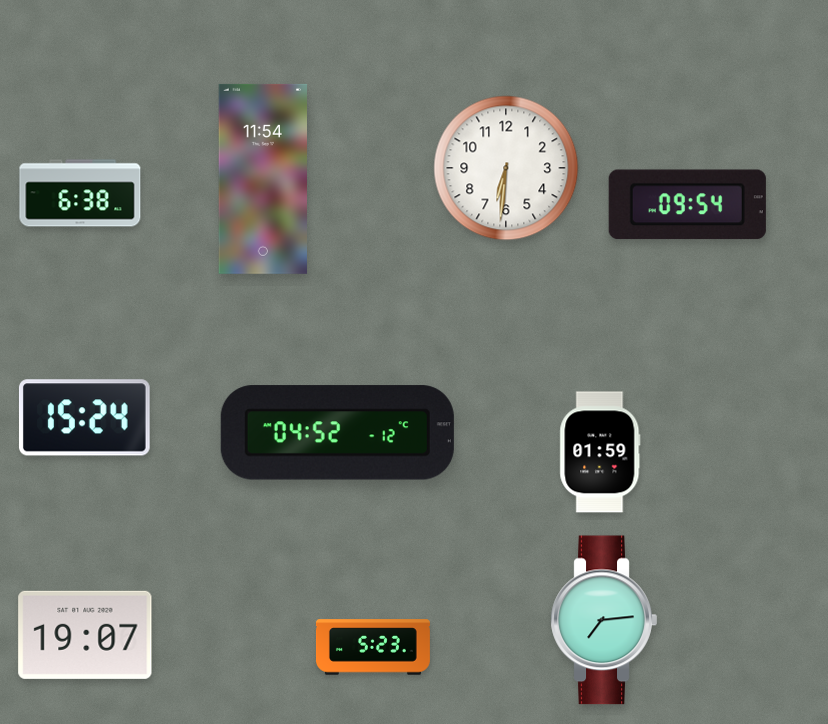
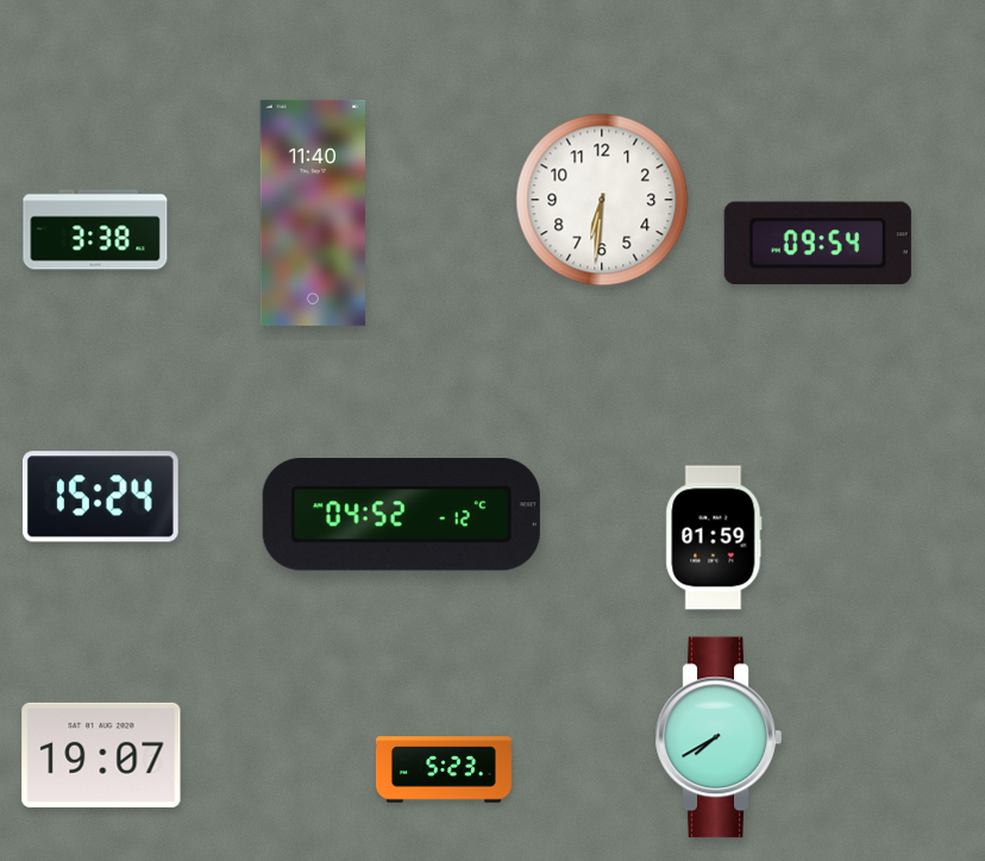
clock at (262, 179): 11:54 -> 11:40
clock at (80, 193): 6:38 -> 3:38
clock at (604, 620): 7:14 -> 7:40
